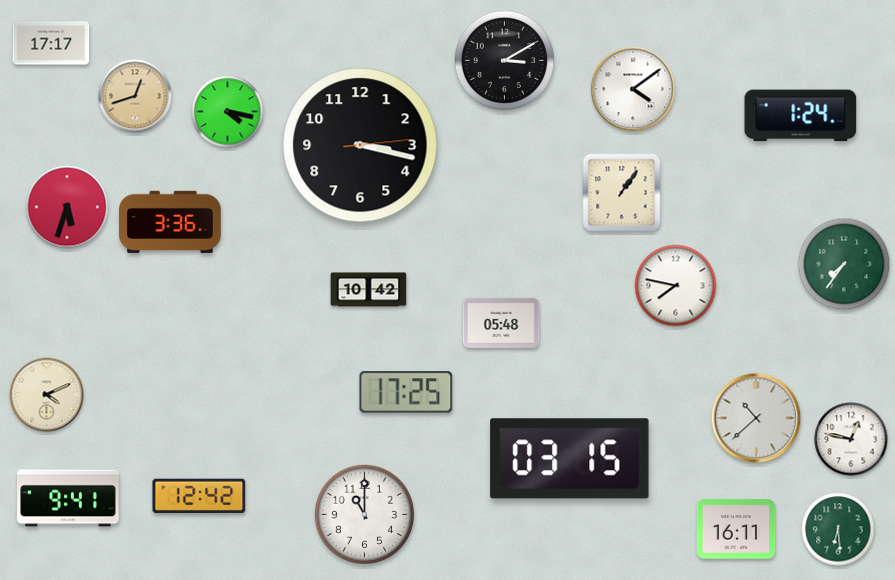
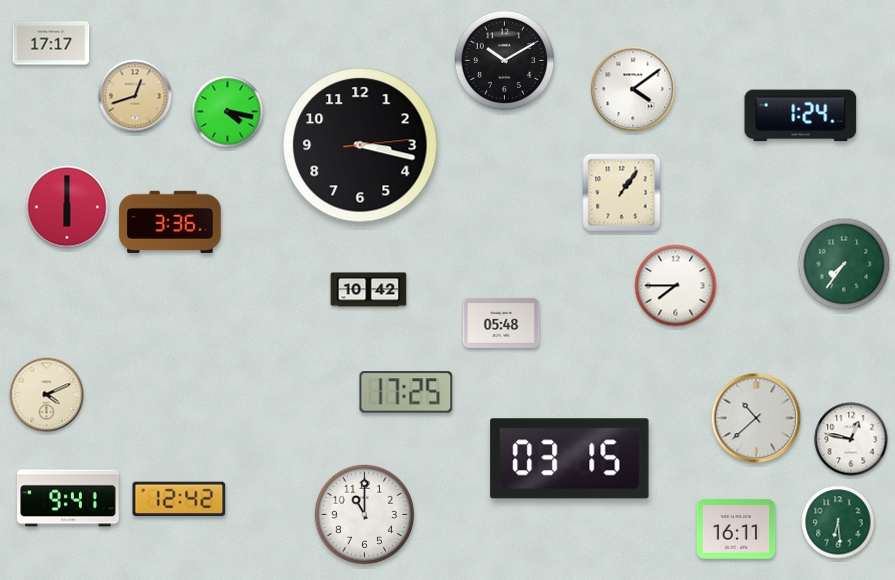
clock at (504, 60): 3:10 -> 10:10
clock at (67, 207): 5:33 -> 6:00
clock at (676, 286): 7:47 -> 7:45
clock at (199, 495) position: (199, 495) -> (179, 498)
clock at (838, 529) position: (838, 529) -> (838, 522)
